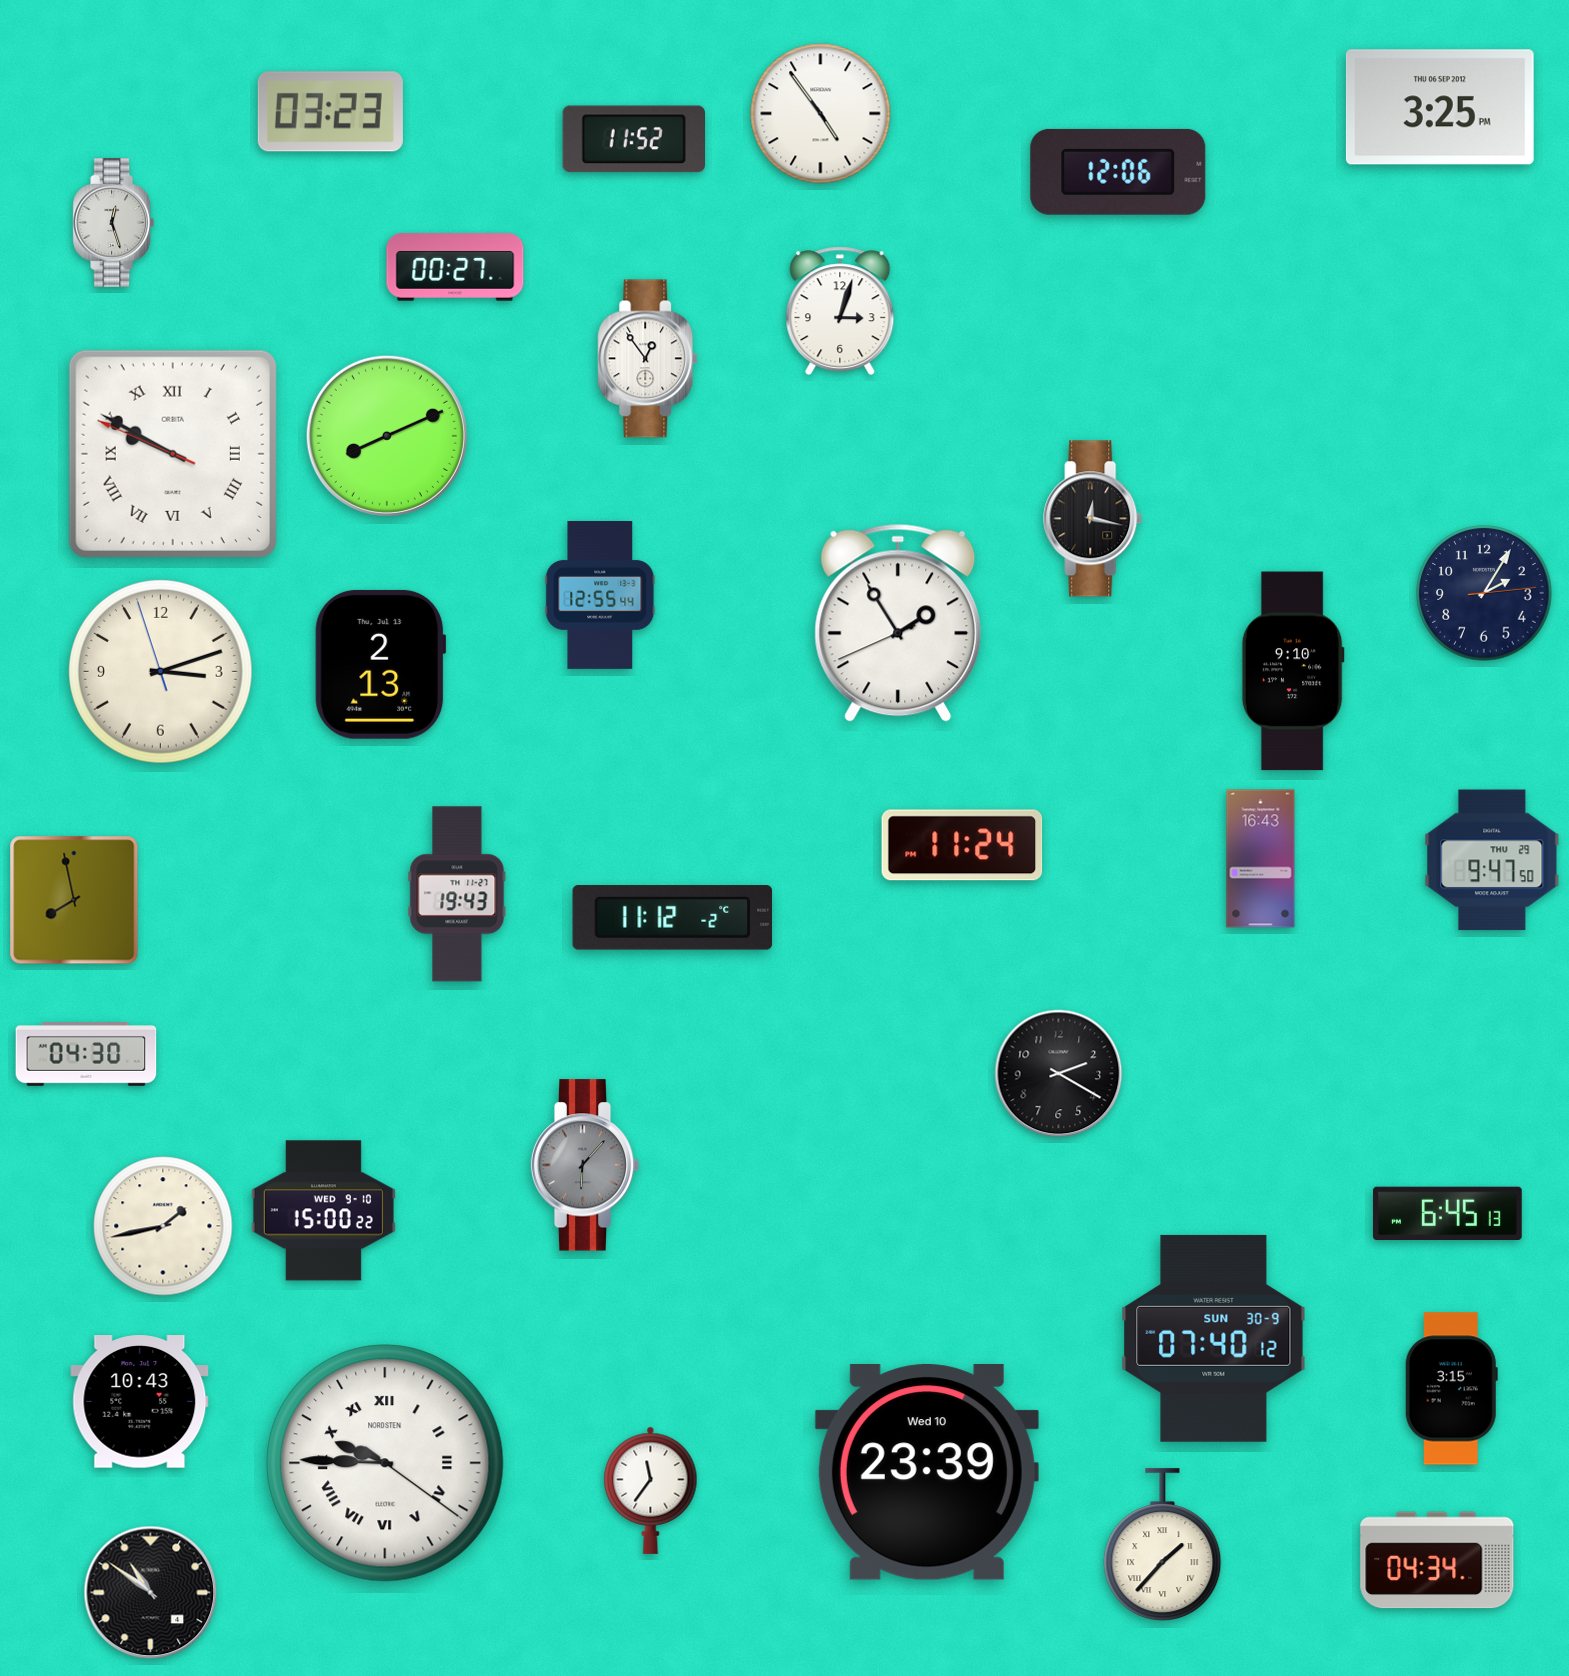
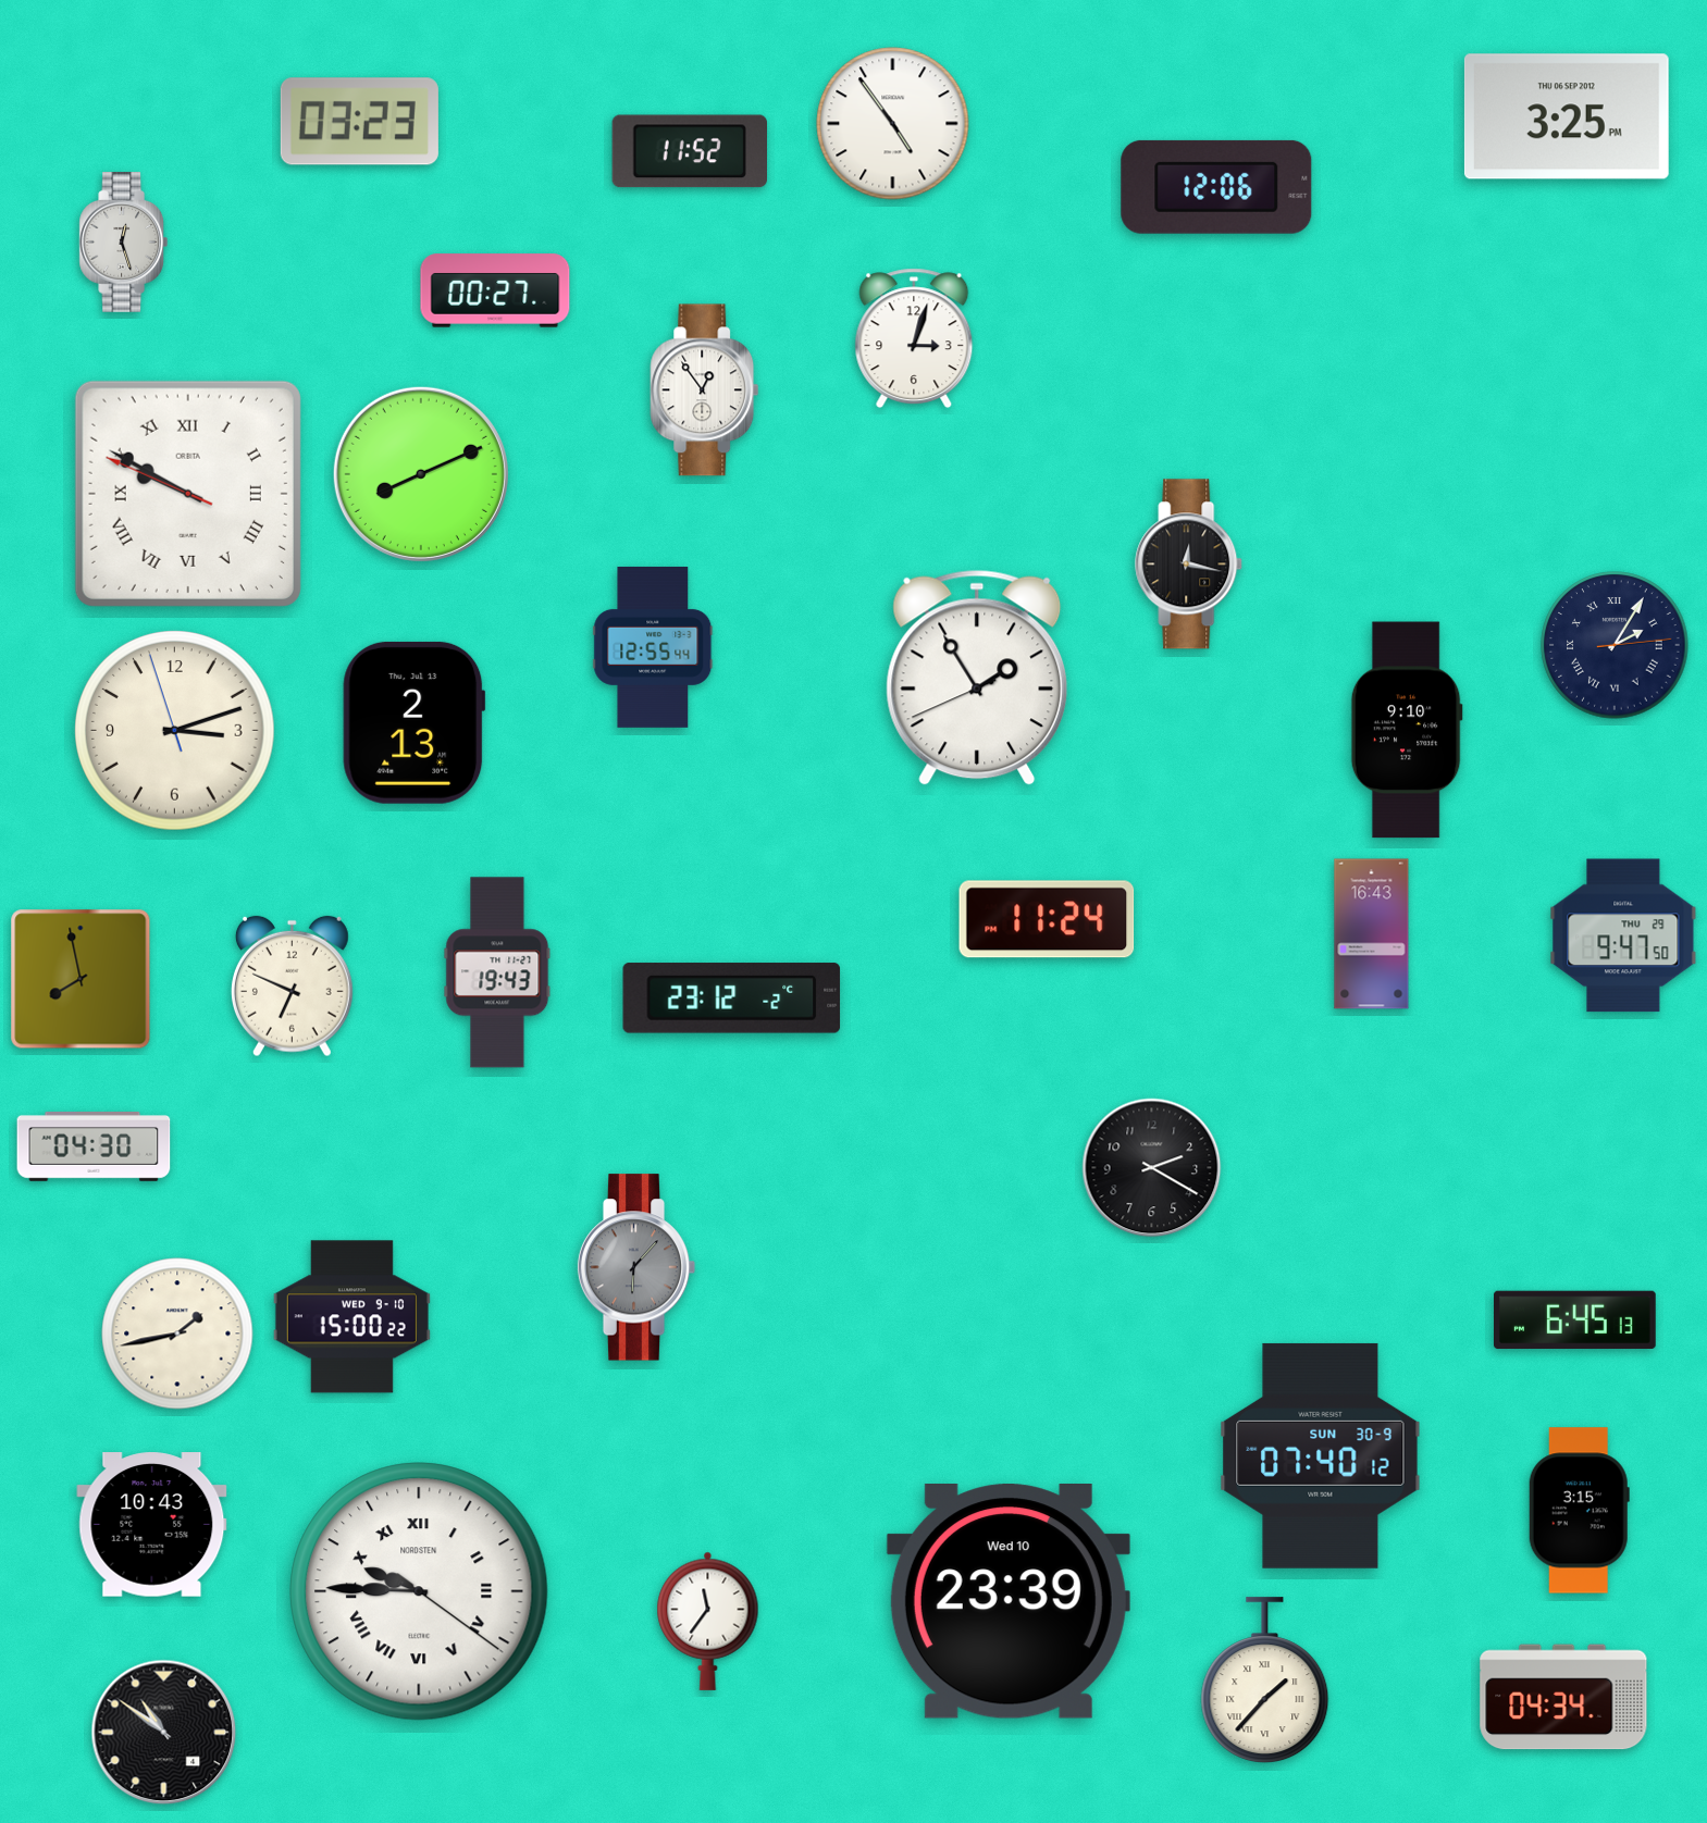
clock at (1484, 593) numerals: Arabic -> Roman
clock at (292, 987): none -> 6:49
clock at (673, 918): 11:12 -> 23:12
